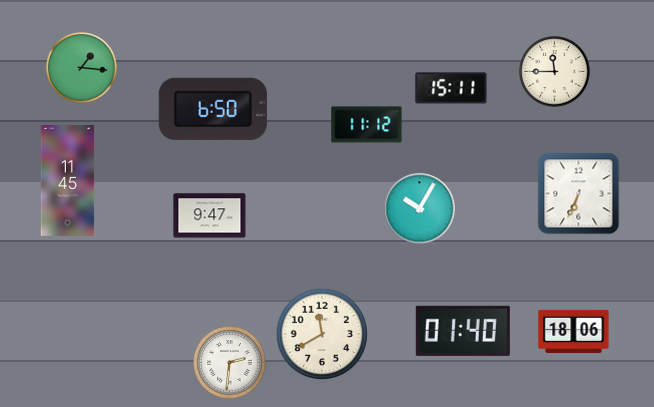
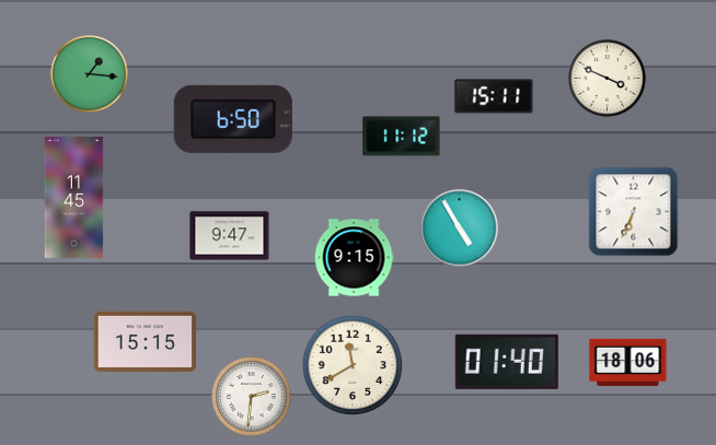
clock at (555, 72): 11:45 -> 3:49
clock at (420, 209): 10:05 -> 4:55
clock at (354, 258): none -> 9:15
clock at (145, 341): none -> 15:15
